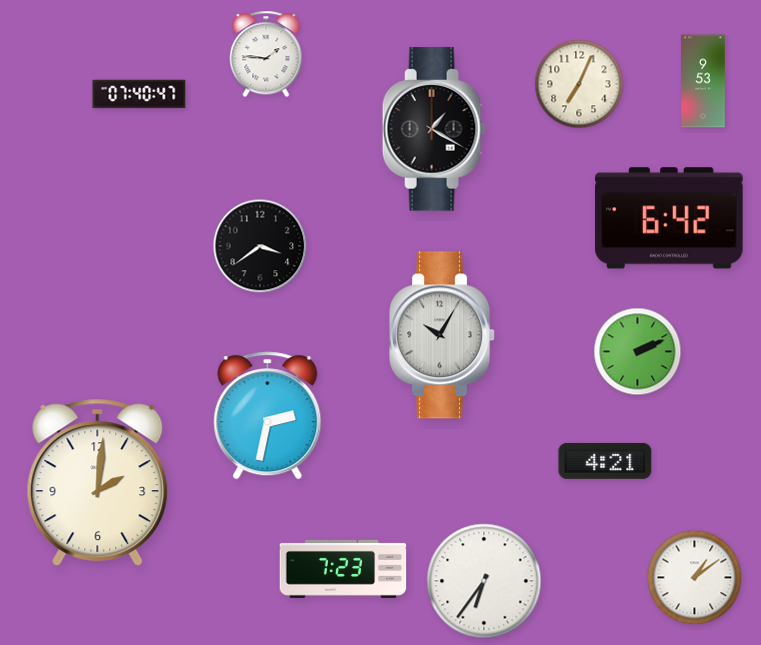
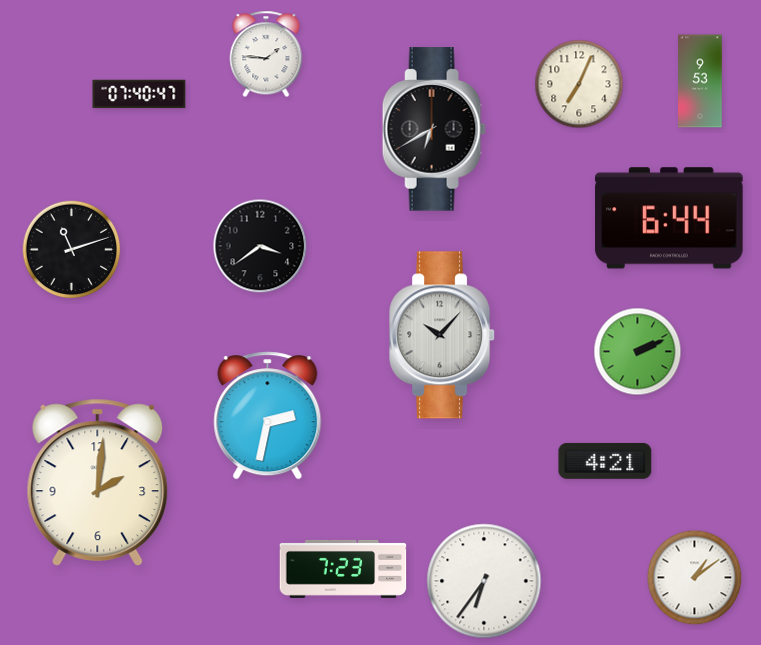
clock at (703, 81) position: (703, 81) -> (700, 81)
clock at (434, 129): 1:20 -> 6:40
clock at (669, 218): 6:42 -> 6:44
clock at (72, 250): none -> 11:12
clock at (443, 335): 10:05 -> 10:07
